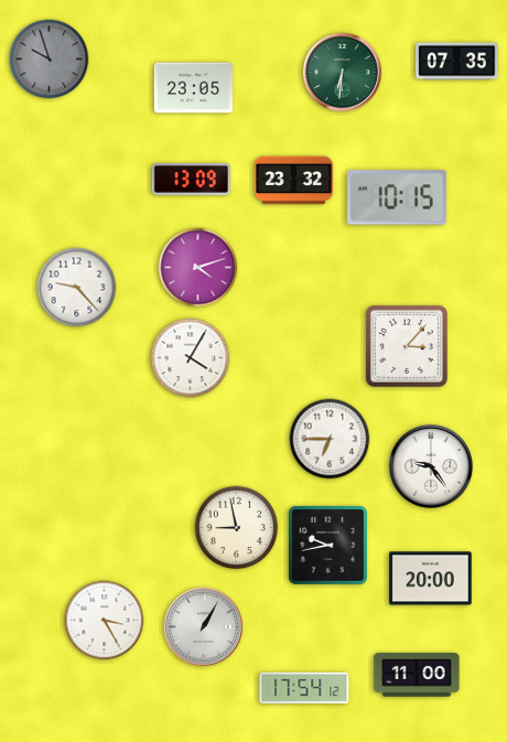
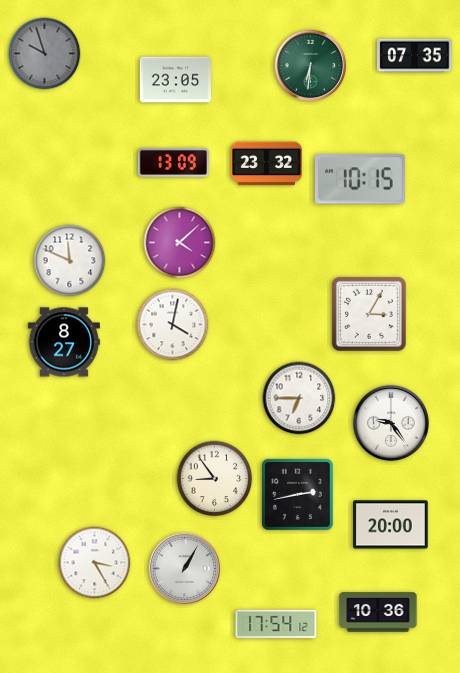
clock at (198, 268): 4:12 -> 4:08
clock at (77, 288): 9:23 -> 11:49
clock at (407, 346): 3:07 -> 3:05
clock at (191, 358): 4:05 -> 4:02
clock at (64, 342): none -> 8:27
clock at (237, 528): 8:58 -> 8:54
clock at (327, 545): 9:43 -> 2:43
clock at (417, 675): 11:00 -> 10:36
